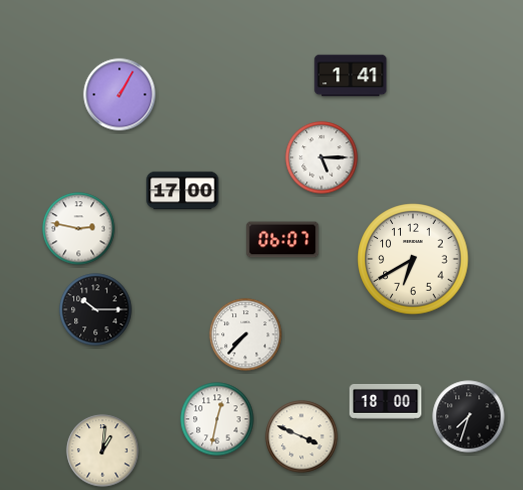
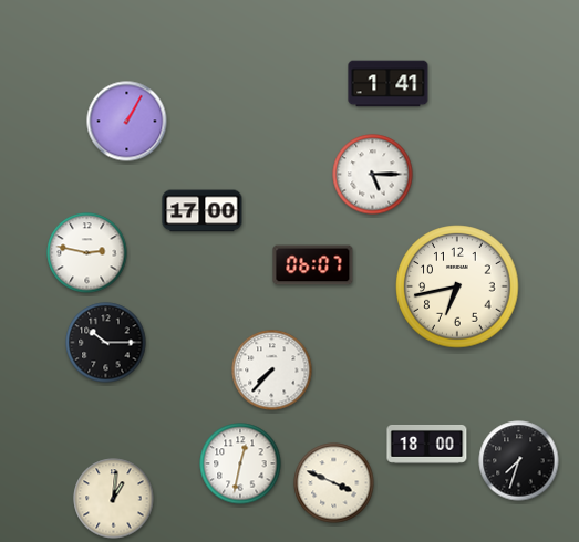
clock at (120, 95) position: (120, 95) -> (127, 122)
clock at (322, 158) position: (322, 158) -> (373, 175)
clock at (413, 259): 6:40 -> 6:43
